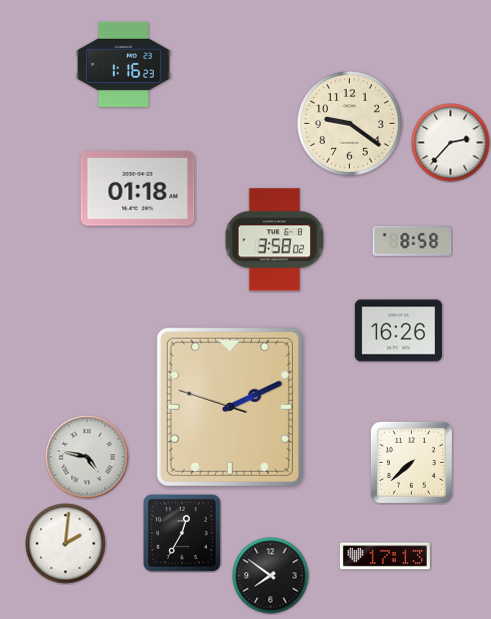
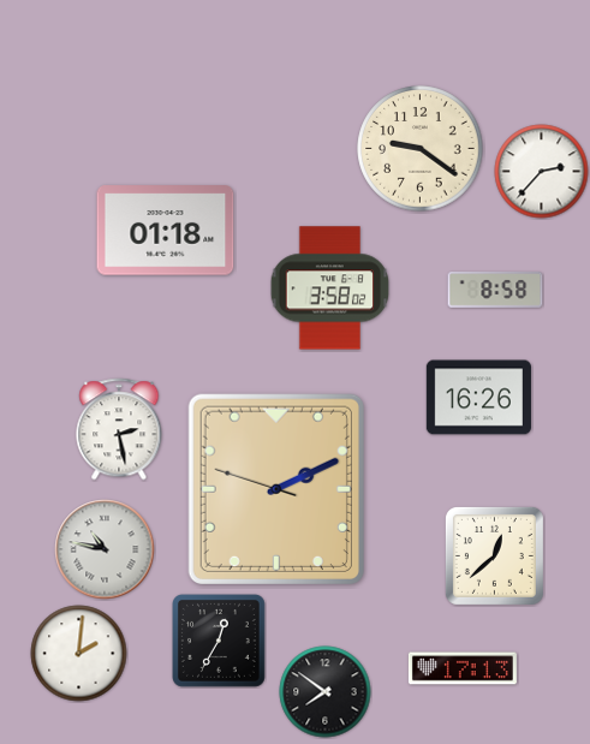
clock at (124, 64): 1:16 -> none
clock at (138, 189) position: (138, 189) -> (166, 231)
clock at (119, 429): none -> 2:28
clock at (87, 457): 4:47 -> 10:47
clock at (411, 462): 7:38 -> 12:38
